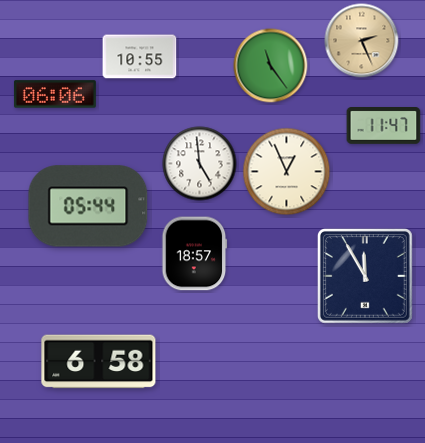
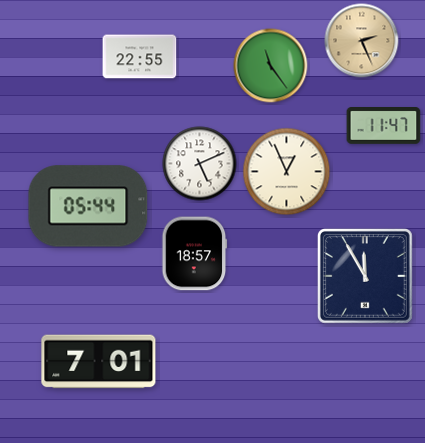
clock at (140, 57): 10:55 -> 22:55
clock at (55, 94): 06:06 -> none
clock at (200, 164): 4:59 -> 5:11
clock at (99, 362): 6:58 -> 7:01
